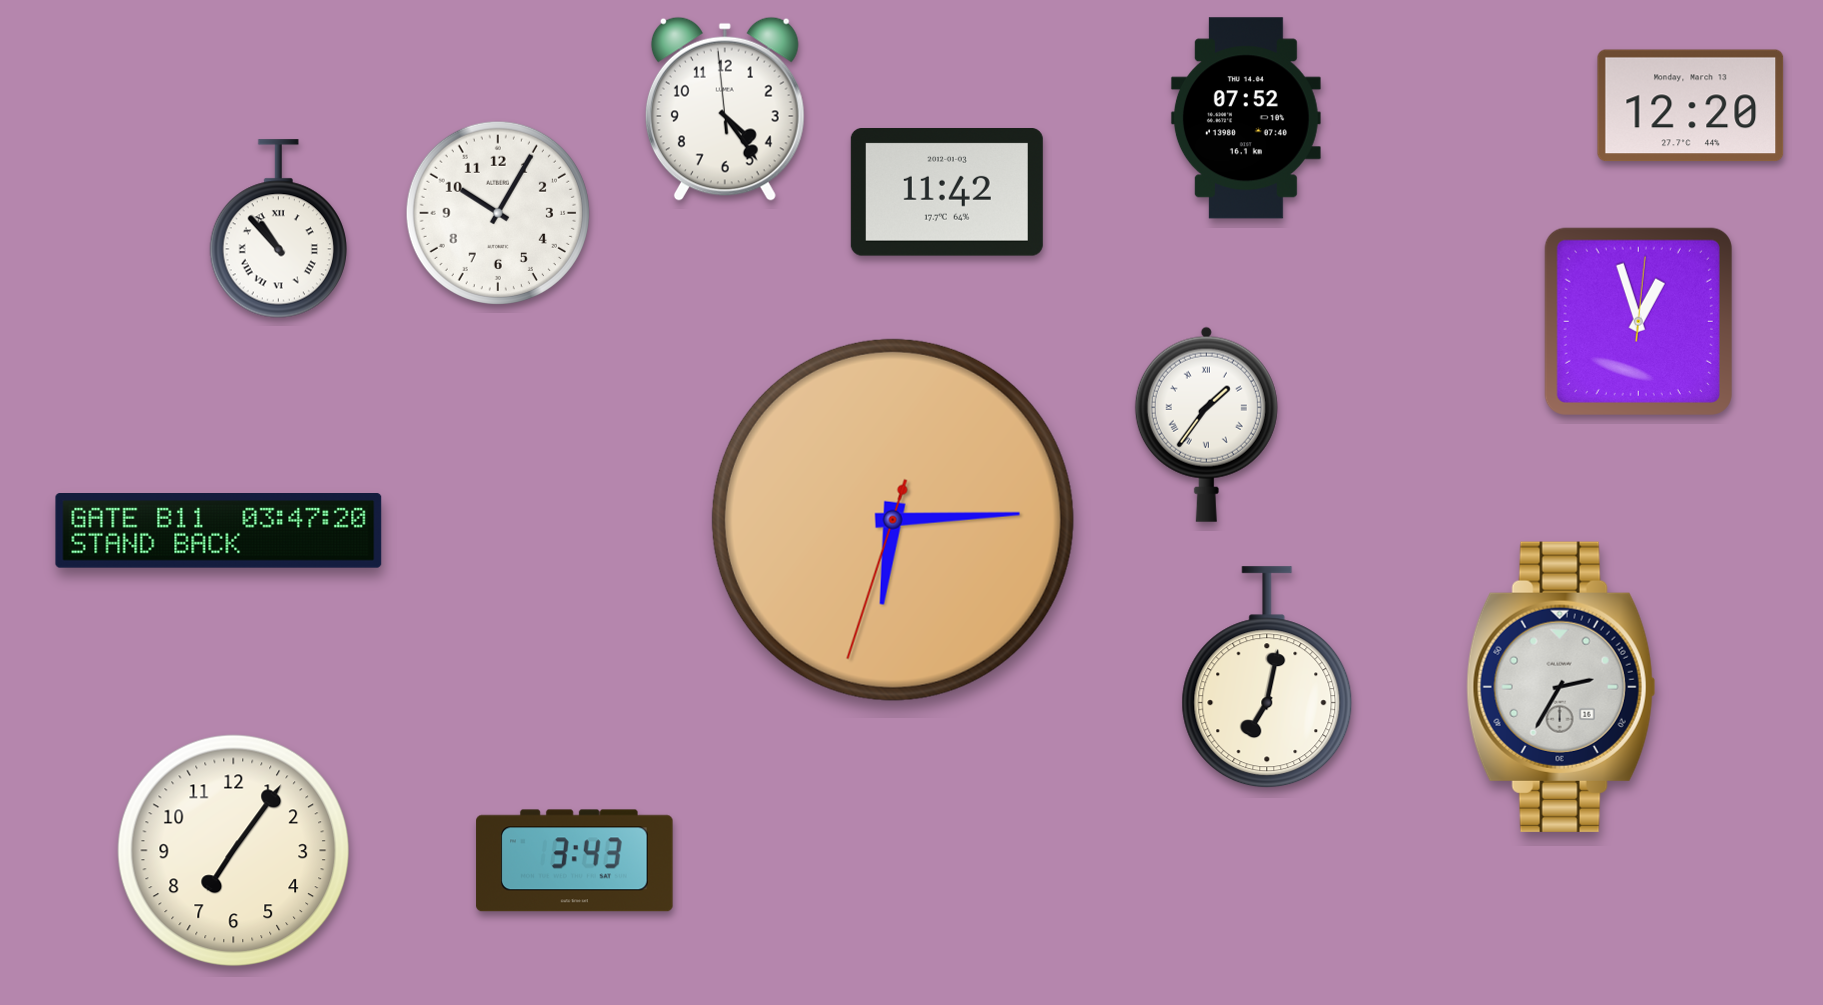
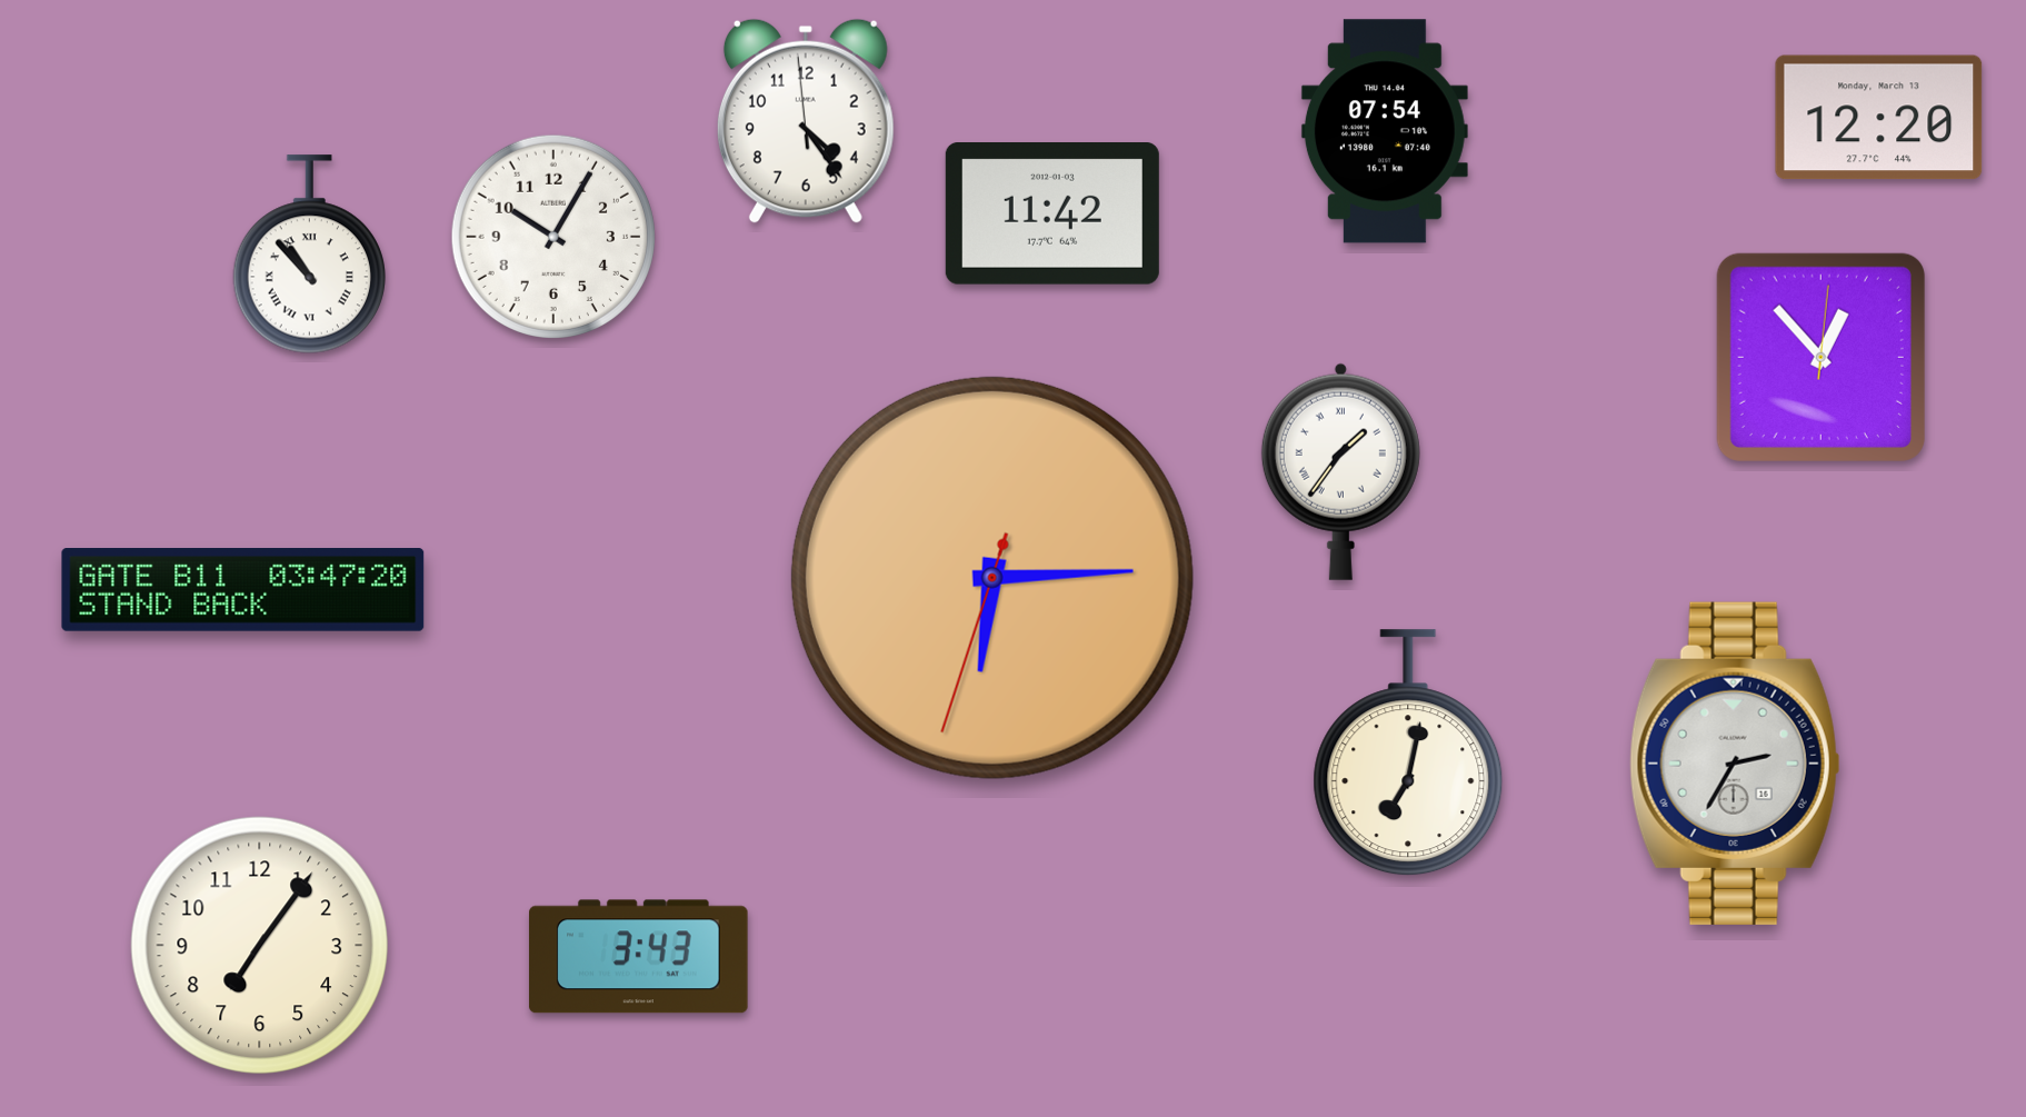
clock at (1246, 118): 07:52 -> 07:54
clock at (1638, 321): 12:57 -> 12:53
